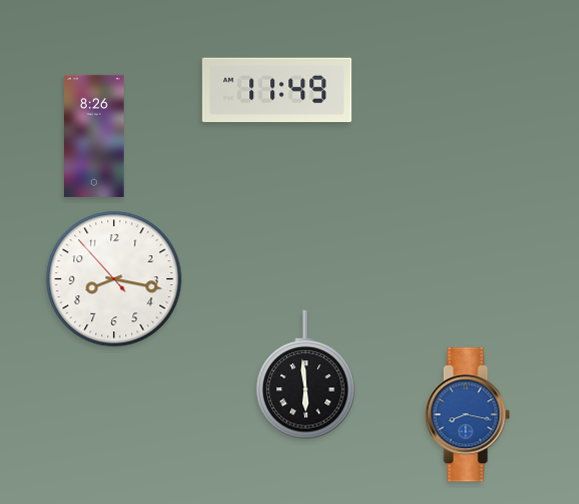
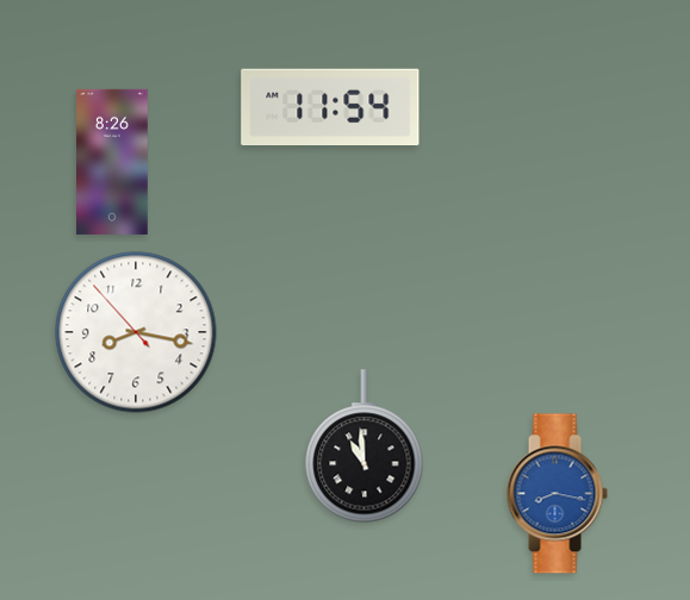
clock at (277, 90): 11:49 -> 11:54
clock at (306, 375): 5:59 -> 10:59
